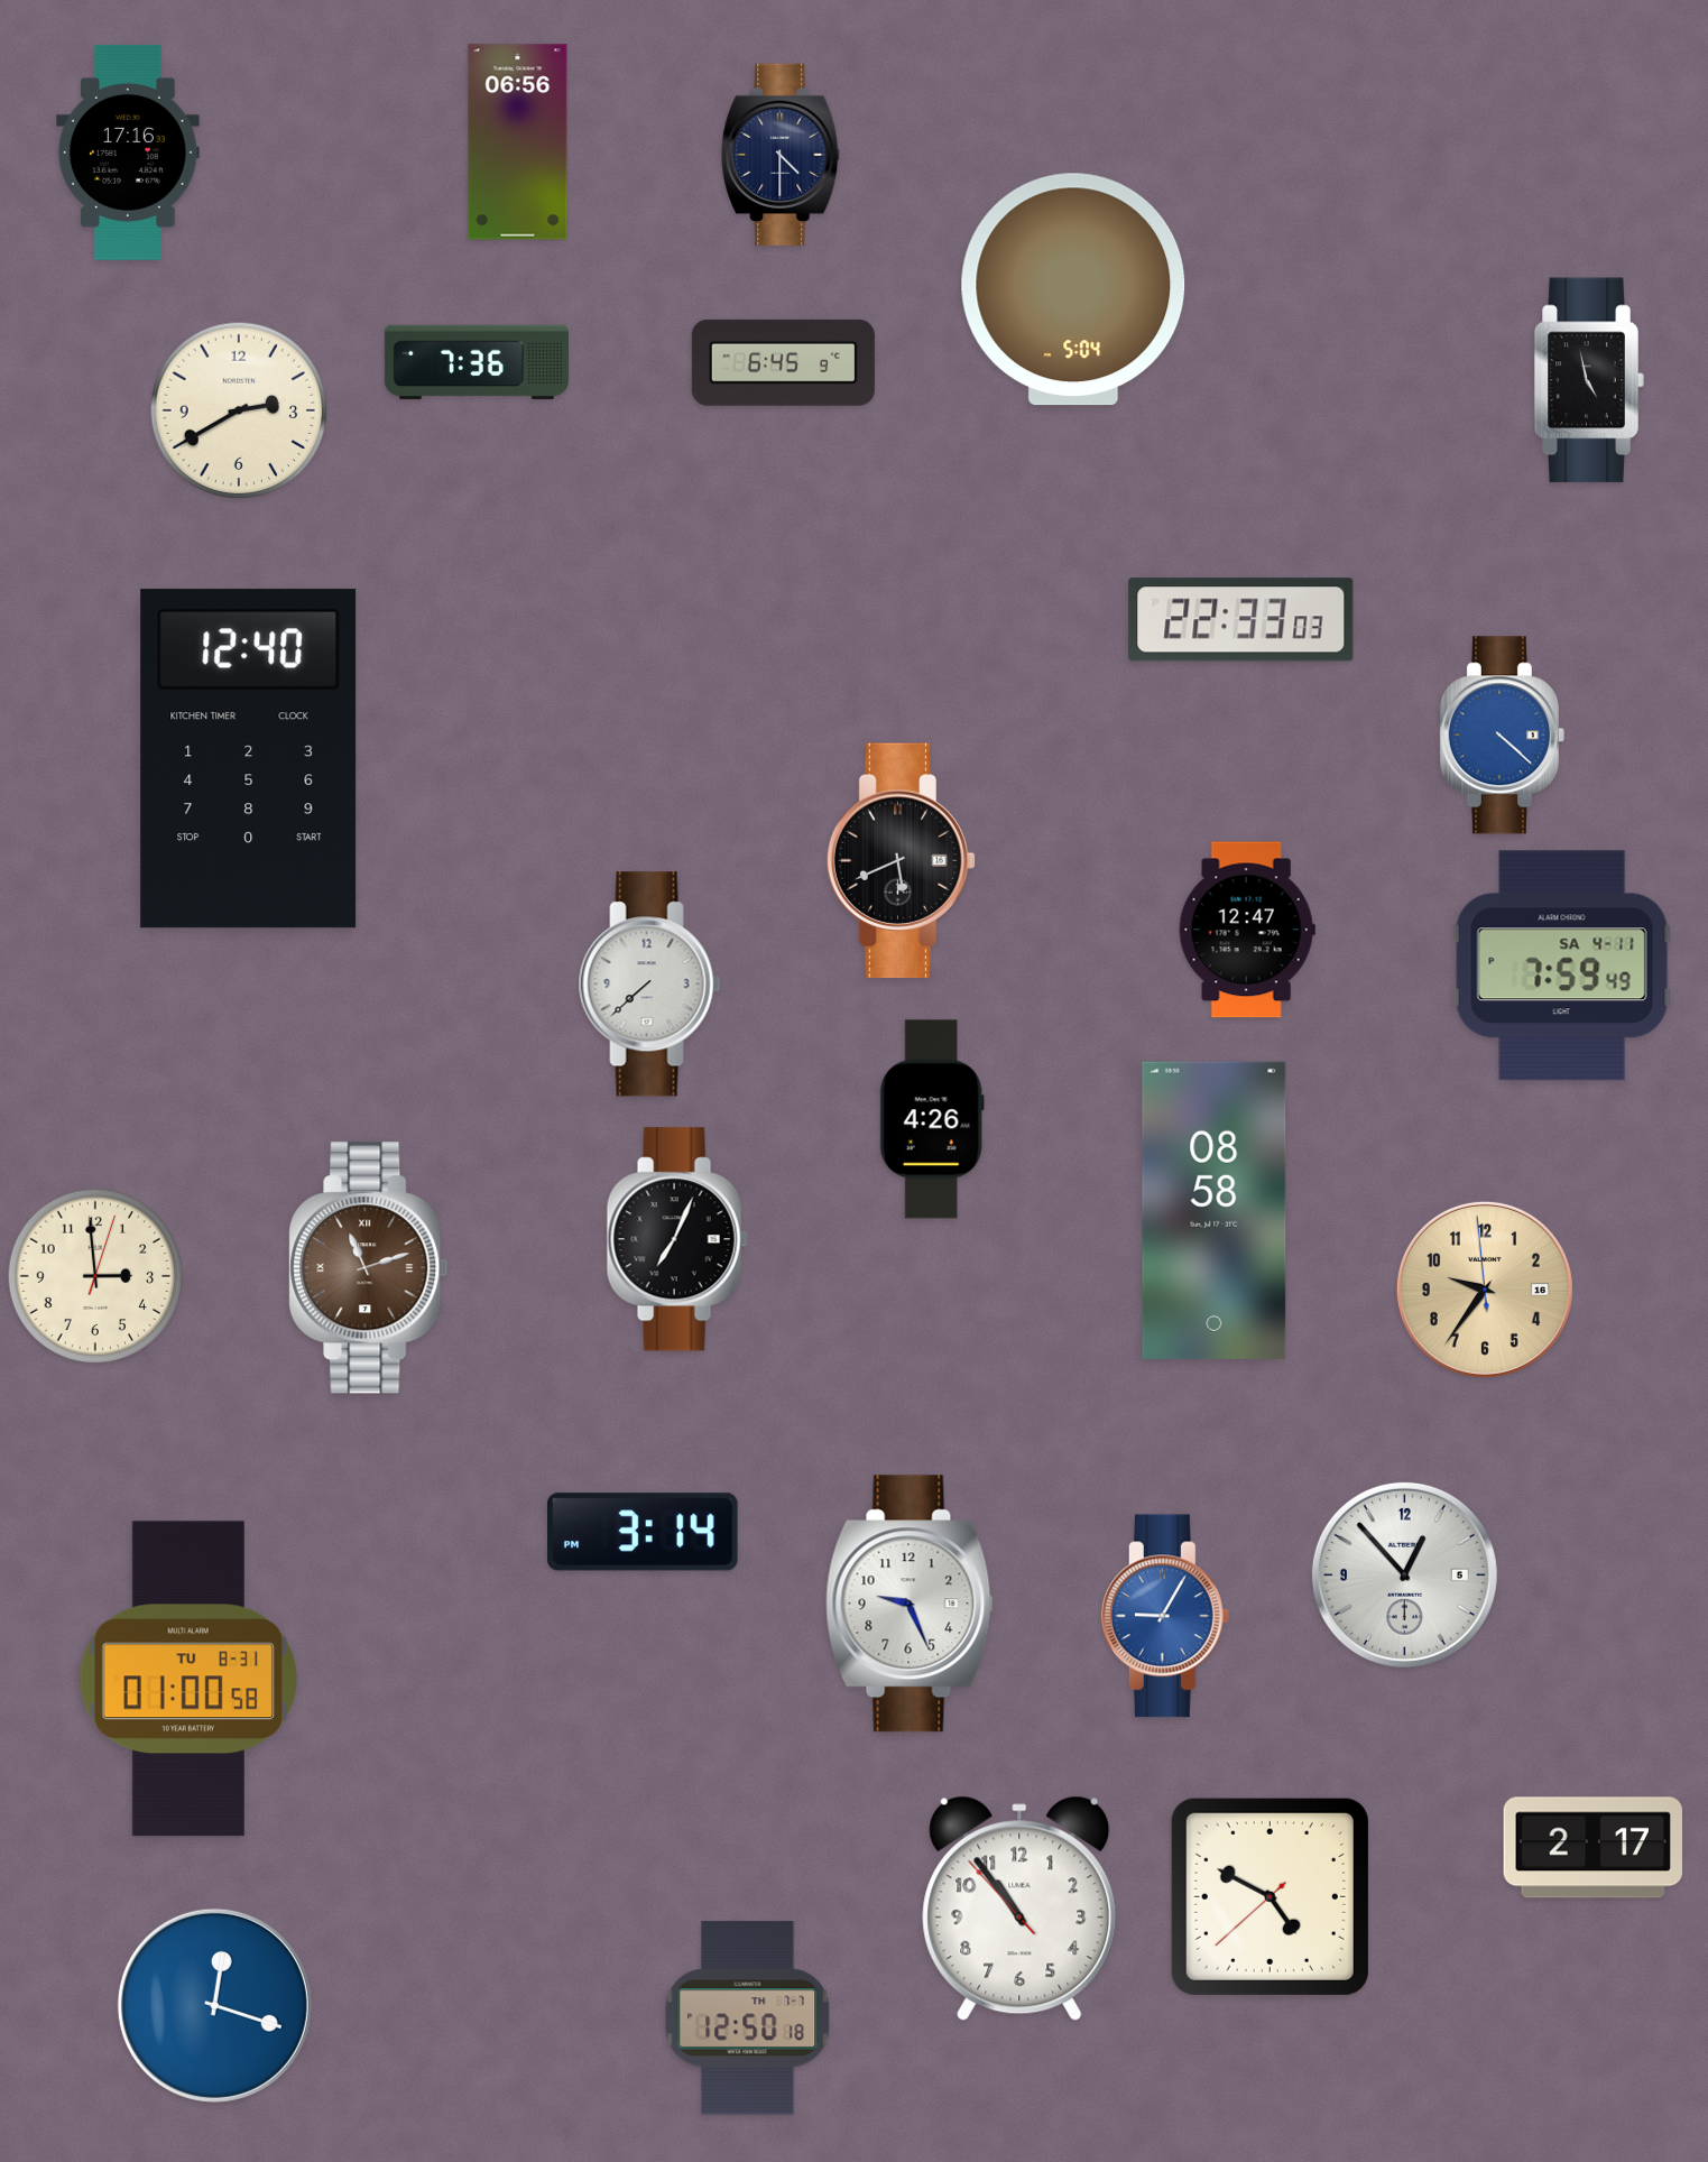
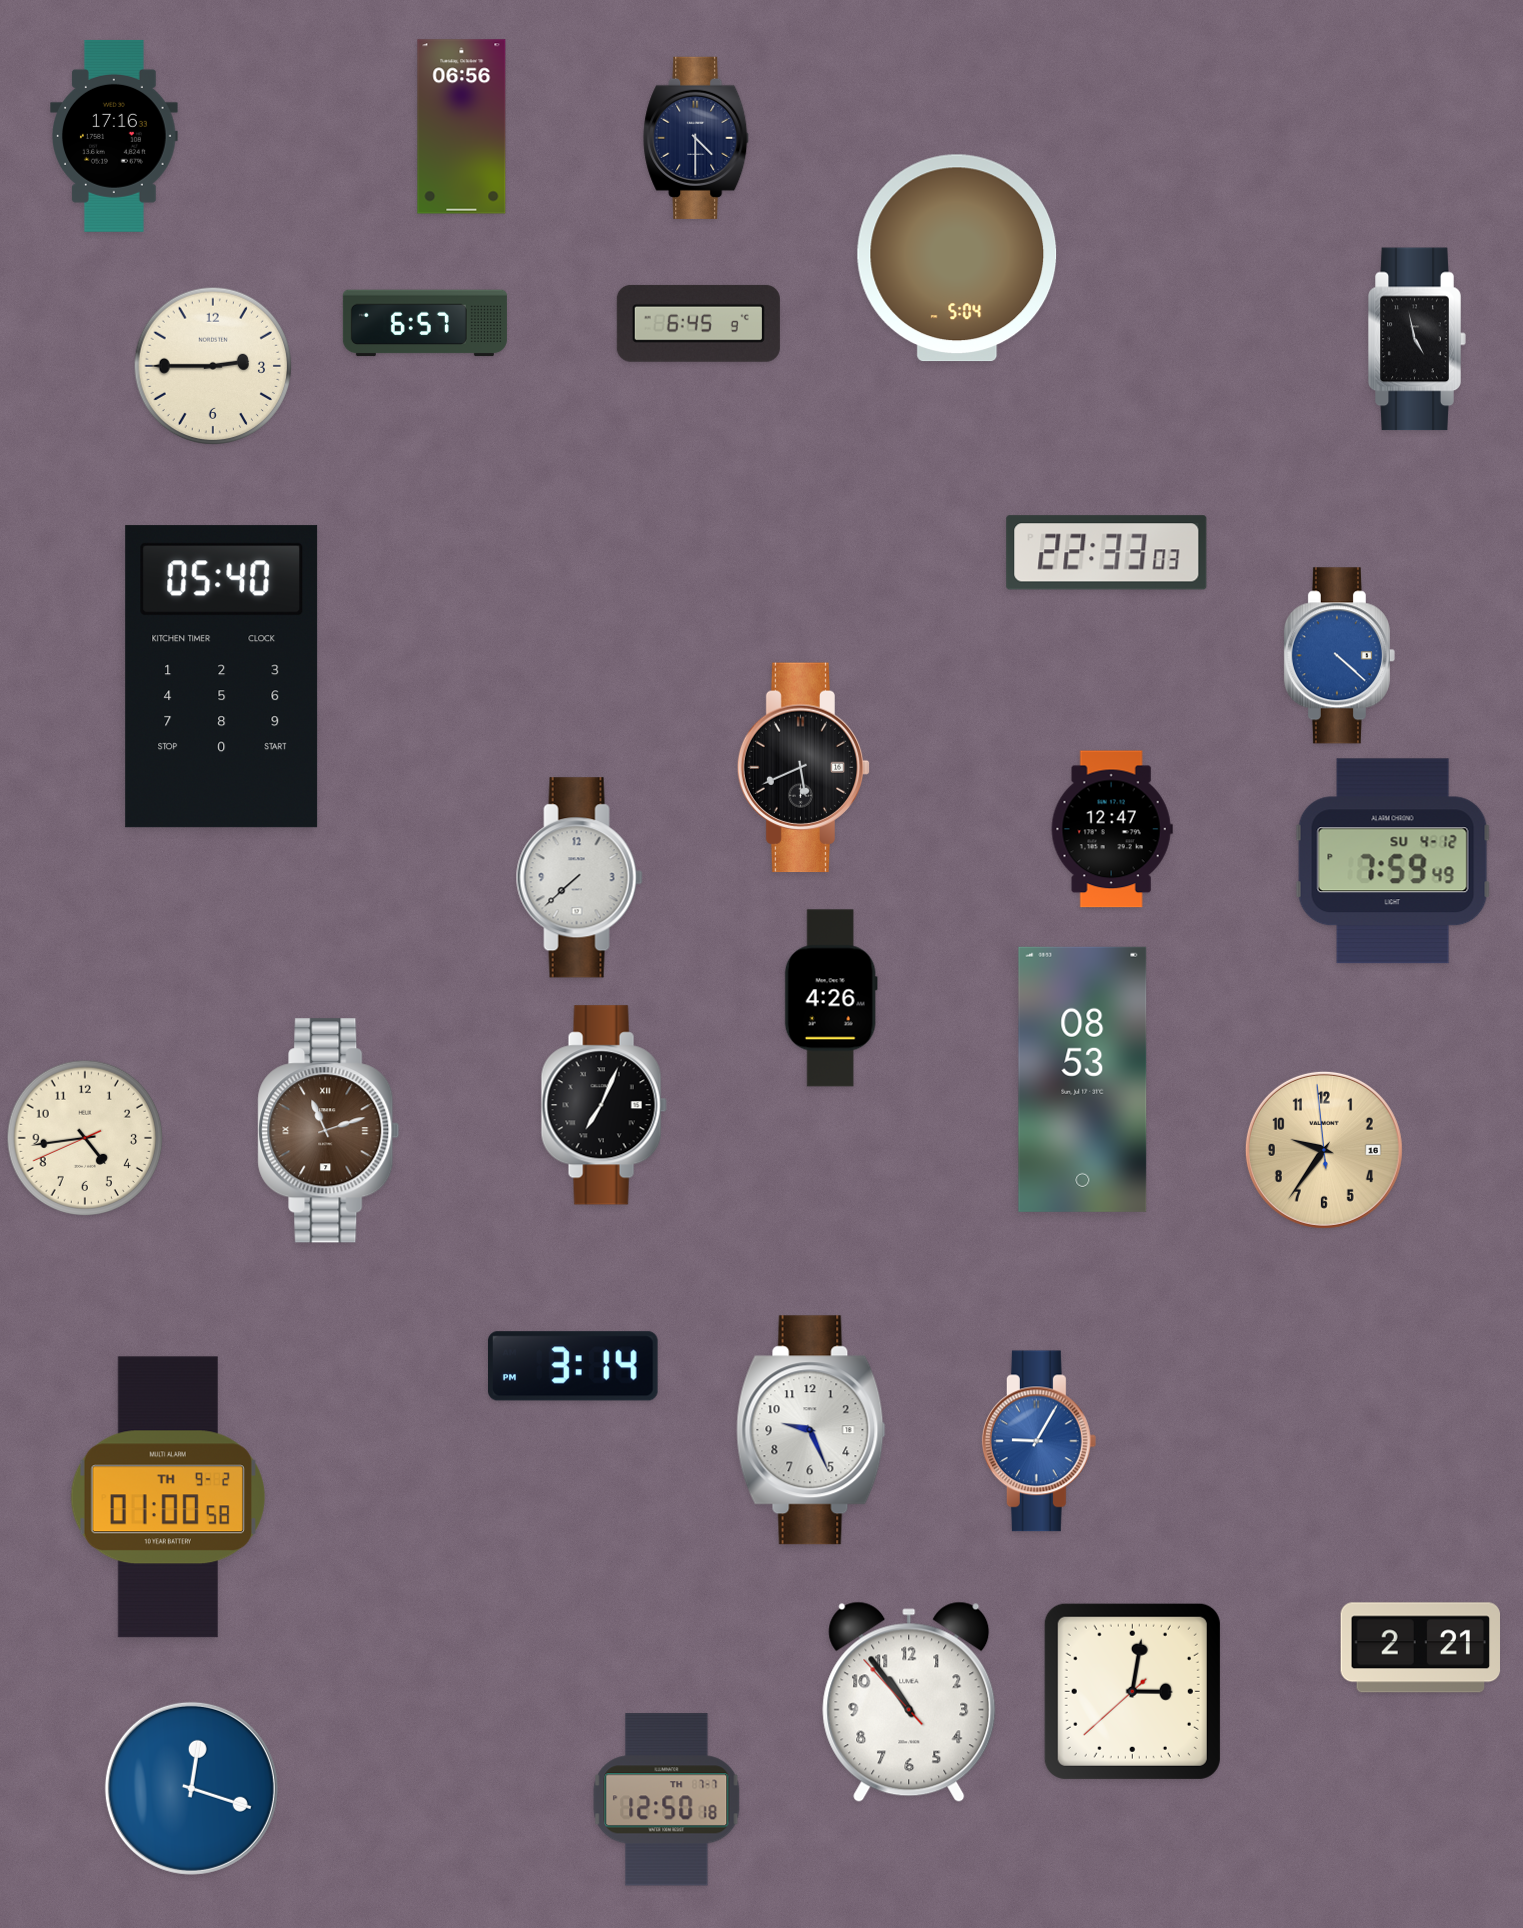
clock at (477, 362): 7:36 -> 6:57
clock at (239, 410): 2:40 -> 2:45
clock at (249, 759): 12:40 -> 05:40
clock at (1562, 965) date: SA 4-11 -> SU 4-12
clock at (1215, 1210): 08:58 -> 08:53
clock at (95, 1276): 2:59 -> 4:43
clock at (1404, 1574): 12:53 -> none
clock at (187, 1679) date: TU 8-31 -> TH 9-2
clock at (1594, 1848): 2:17 -> 2:21
clock at (1270, 1896): 4:49 -> 3:01
